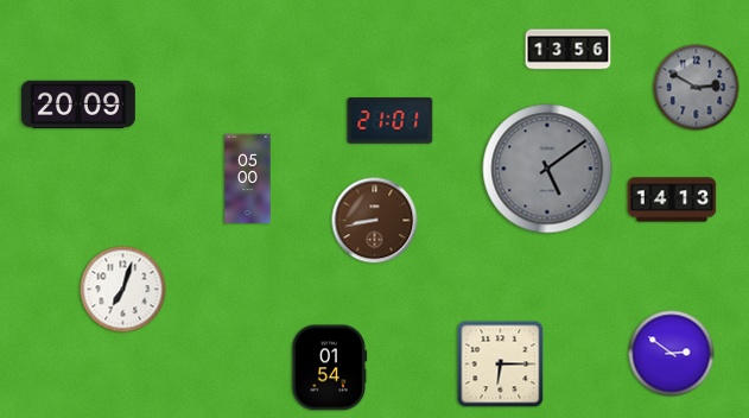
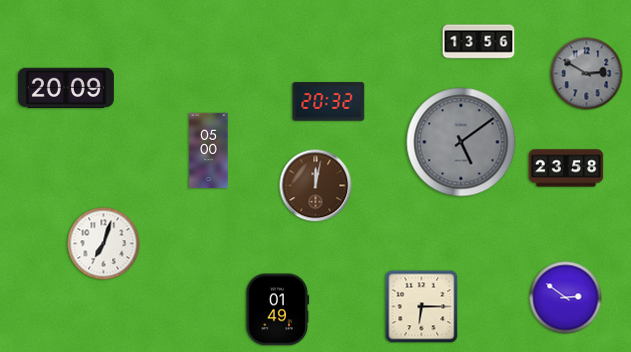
clock at (391, 121): 21:01 -> 20:32
clock at (672, 199): 14:13 -> 23:58
clock at (375, 221): 8:43 -> 12:02
clock at (330, 368): 01:54 -> 01:49
